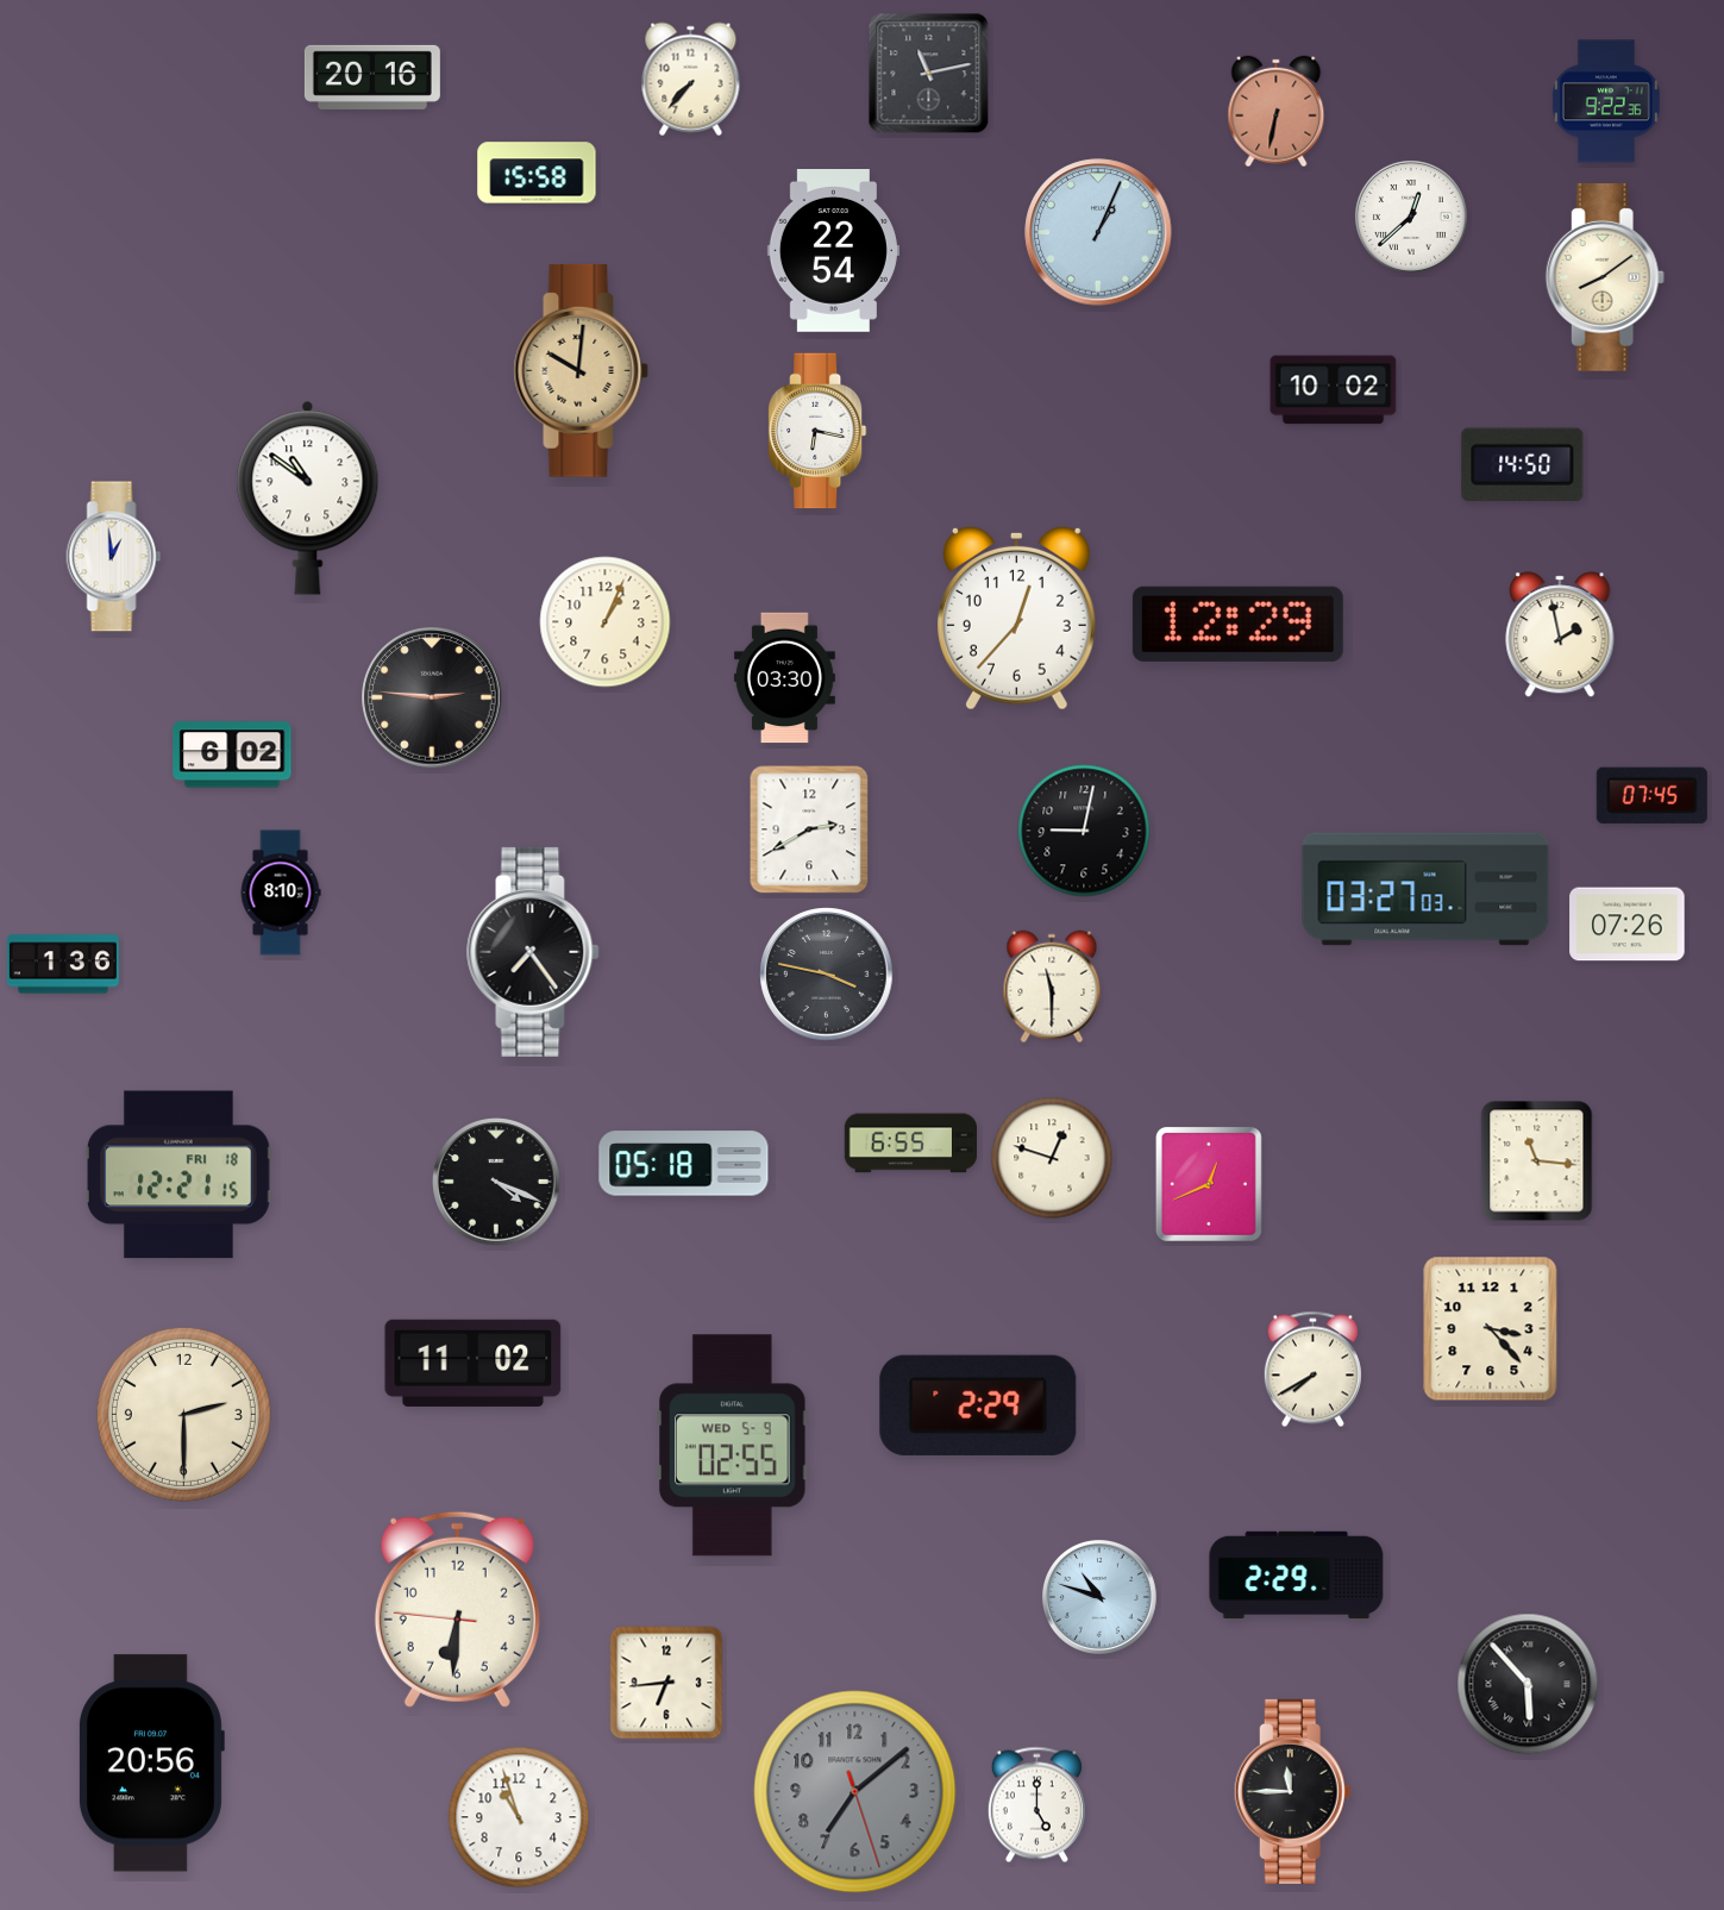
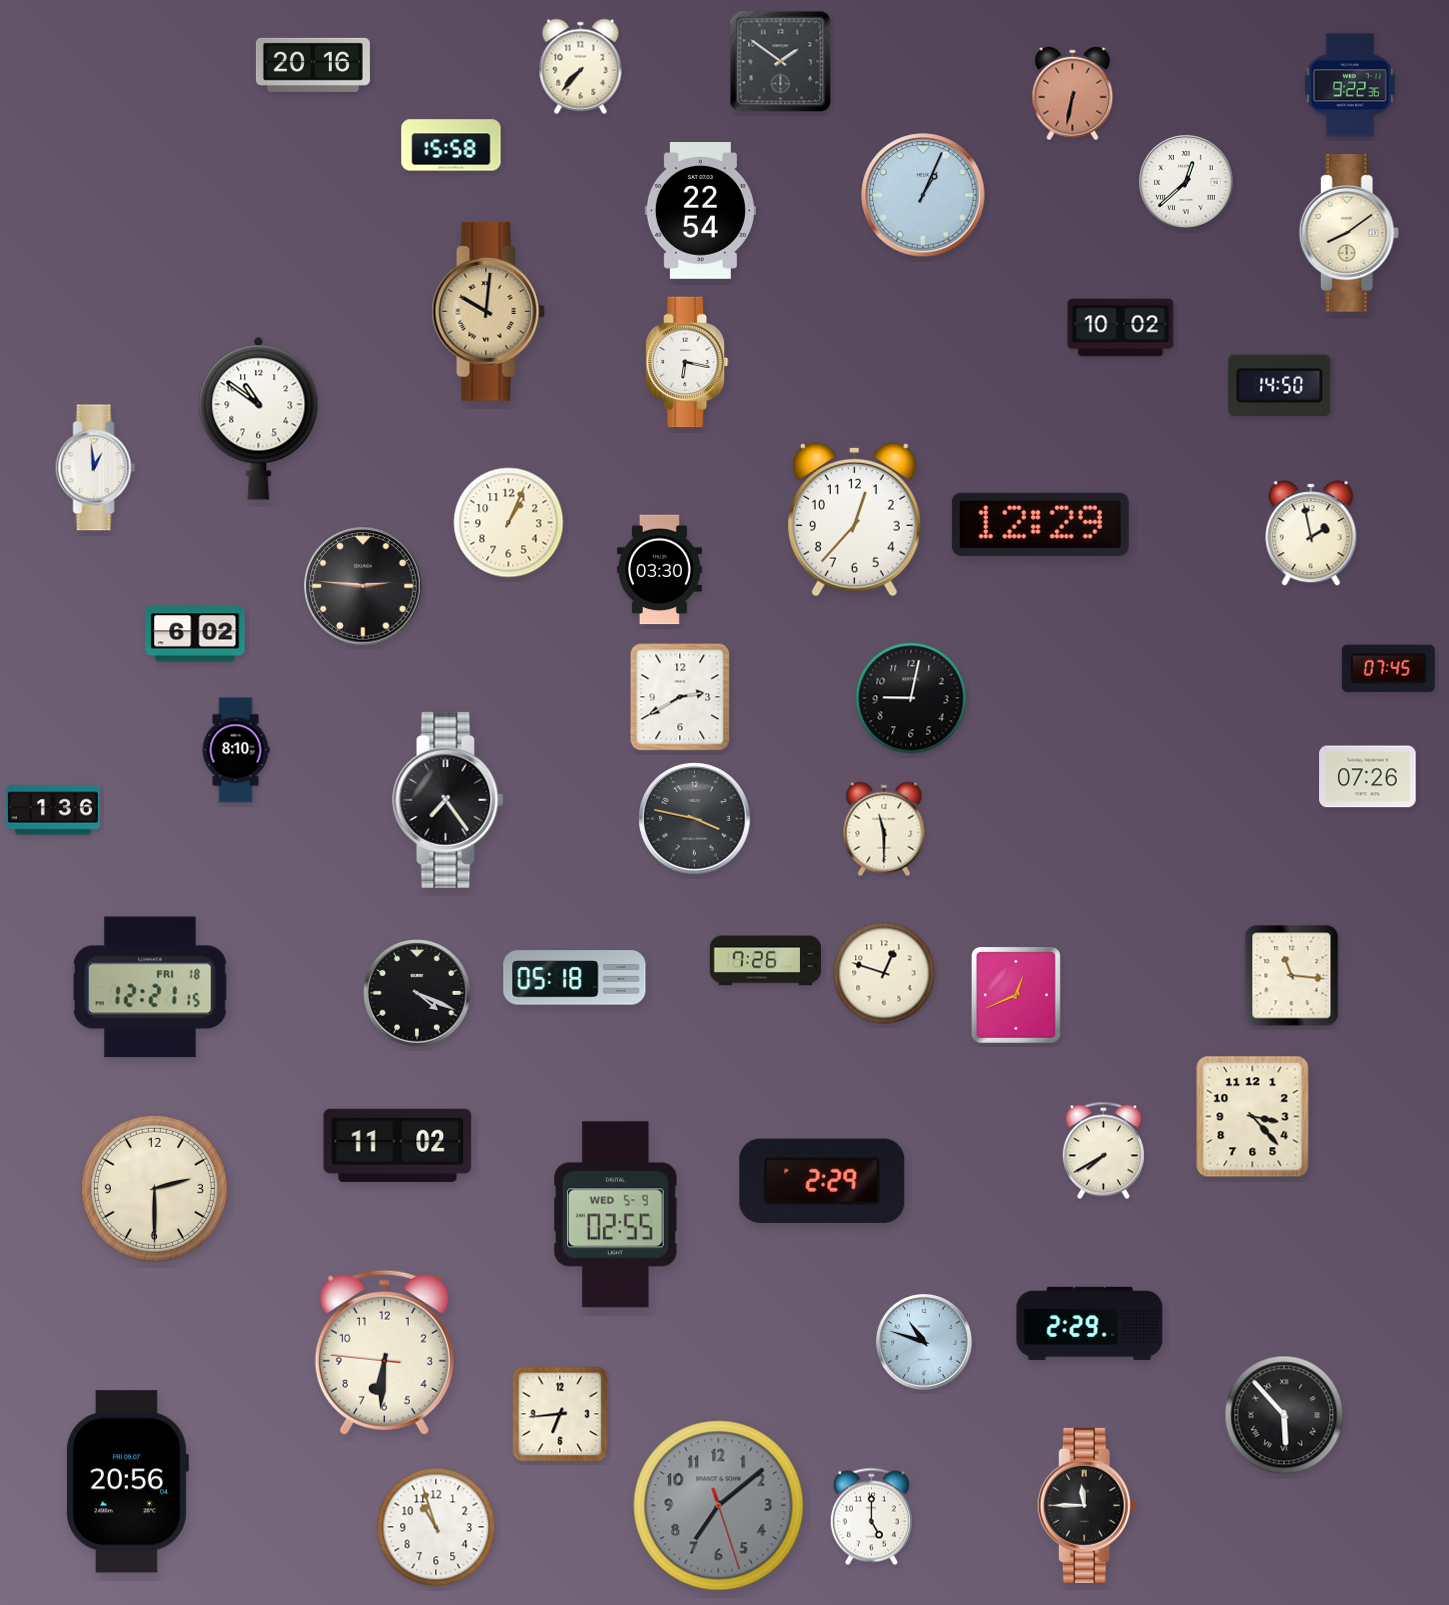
clock at (929, 74): 11:13 -> 1:51
clock at (1523, 464) position: (1523, 464) -> (1280, 385)
clock at (1425, 889): 03:27 -> none
clock at (910, 1144): 6:55 -> 7:26
